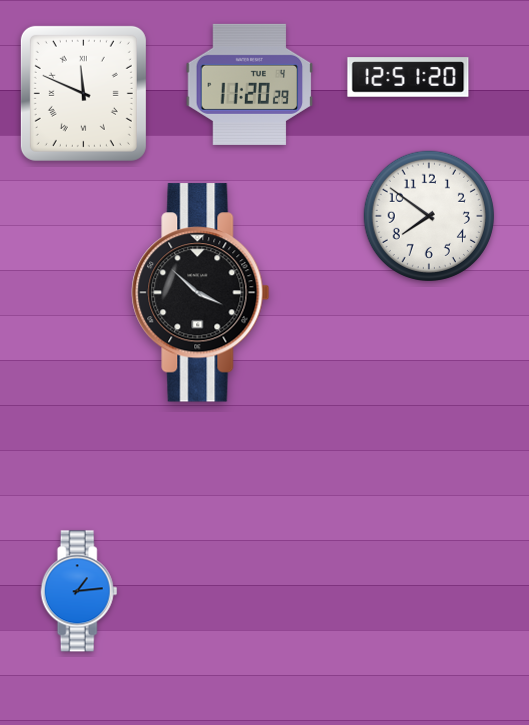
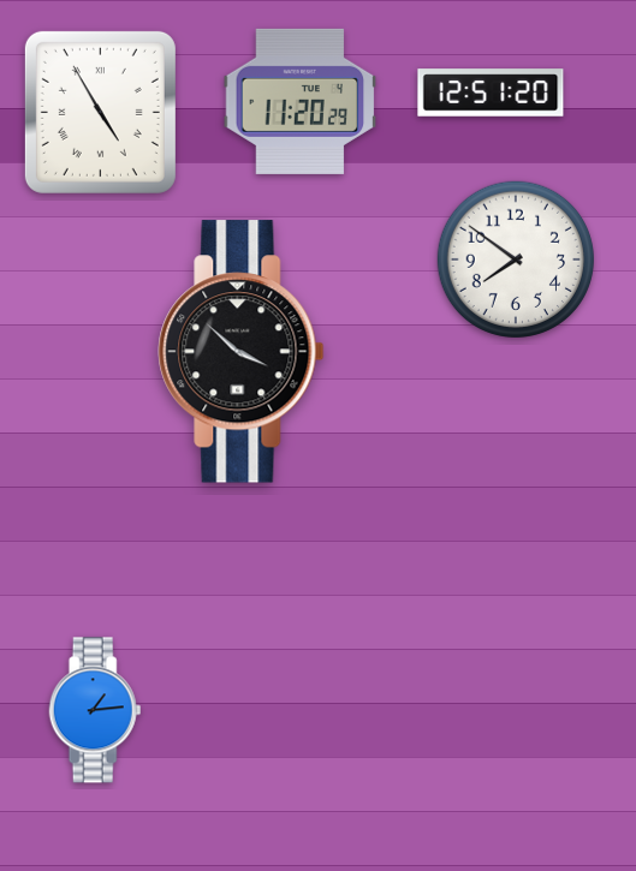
clock at (83, 93): 11:49 -> 4:55
